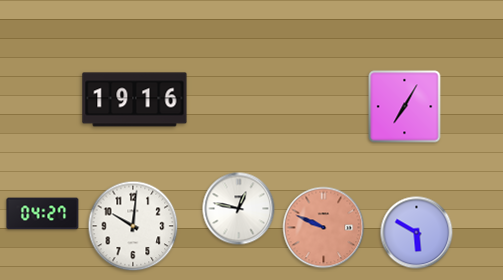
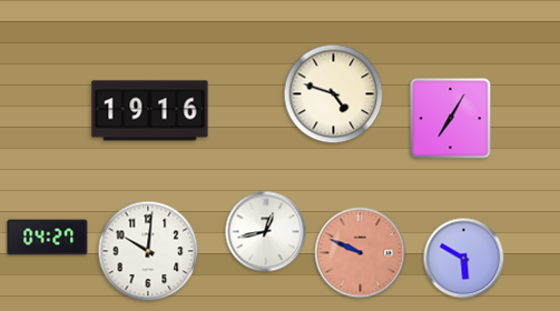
clock at (334, 94): none -> 4:48
clock at (239, 209): 12:47 -> 12:43
